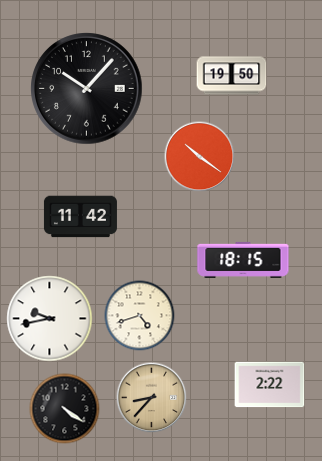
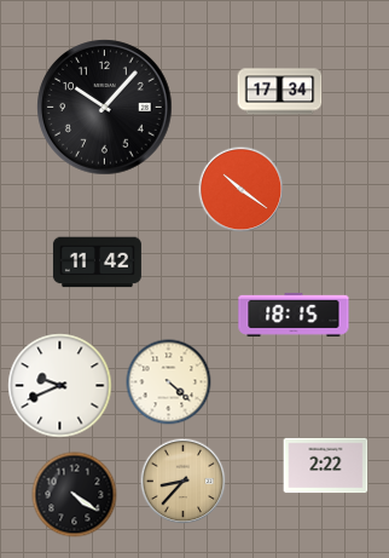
clock at (232, 76): 19:50 -> 17:34
clock at (140, 316): 4:42 -> 4:22
clock at (50, 319): 9:43 -> 9:41
clock at (65, 409) position: (65, 409) -> (75, 495)
